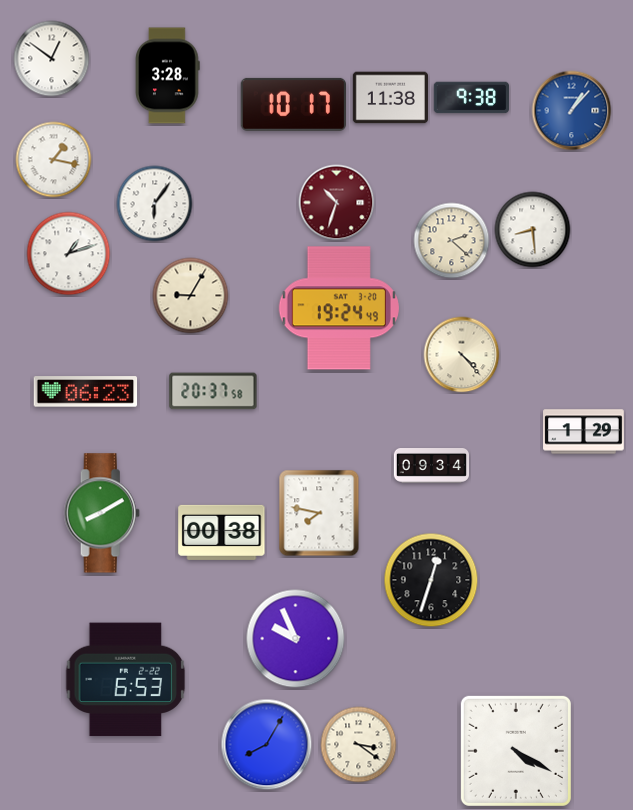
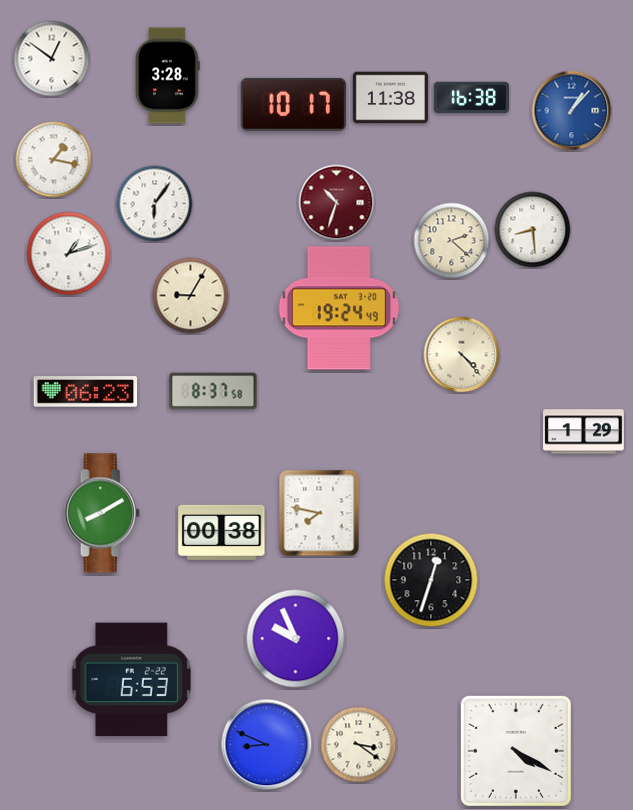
clock at (471, 98): 9:38 -> 16:38
clock at (213, 391): 20:37 -> 8:37
clock at (431, 466): 09:34 -> none
clock at (126, 680) position: (126, 680) -> (132, 680)
clock at (267, 745): 8:05 -> 8:49
